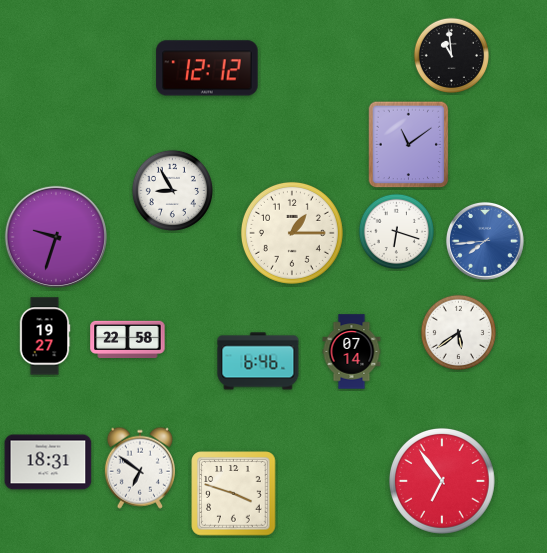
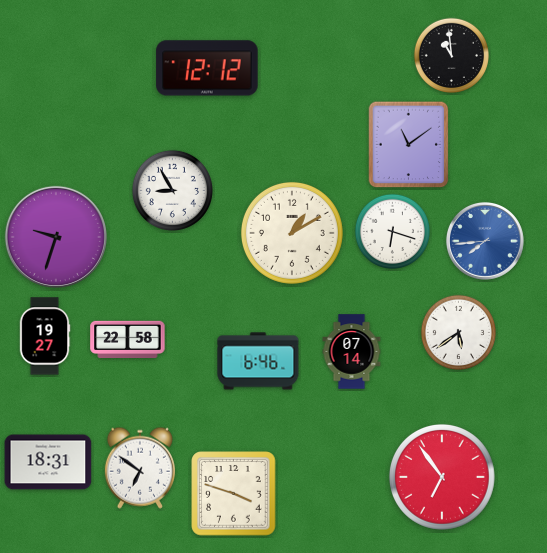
clock at (396, 231) position: (396, 231) -> (392, 231)
clock at (292, 233): 1:15 -> 1:10
clock at (442, 481) position: (442, 481) -> (442, 477)
